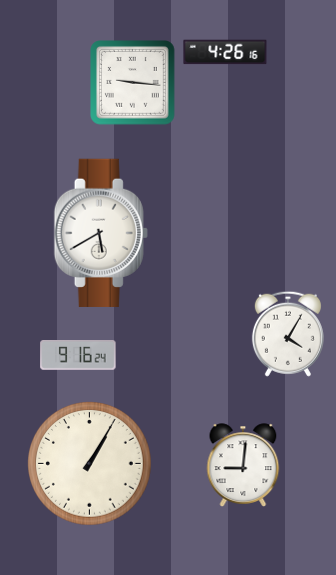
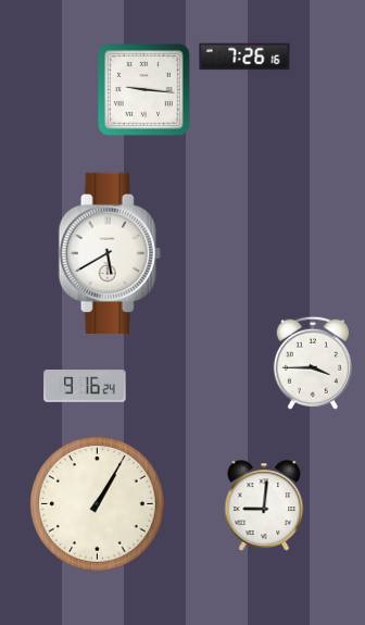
clock at (225, 52): 4:26 -> 7:26
clock at (288, 334): 4:05 -> 3:45
